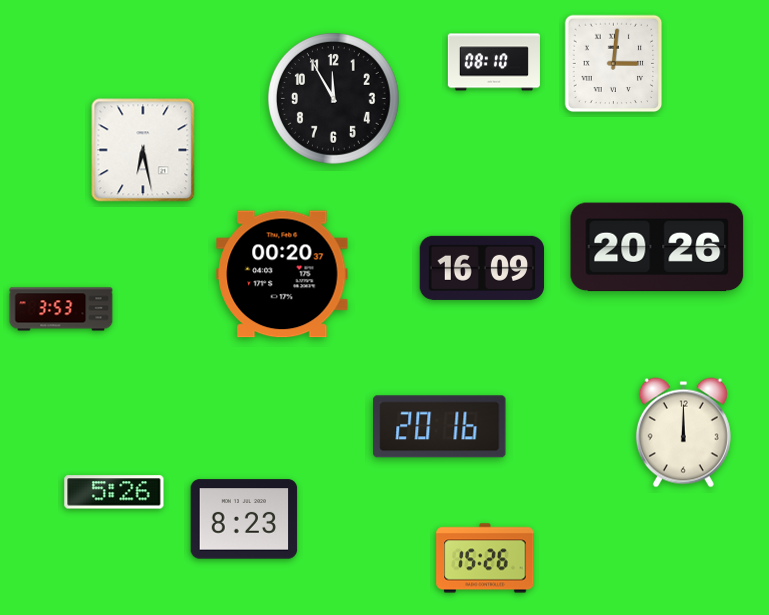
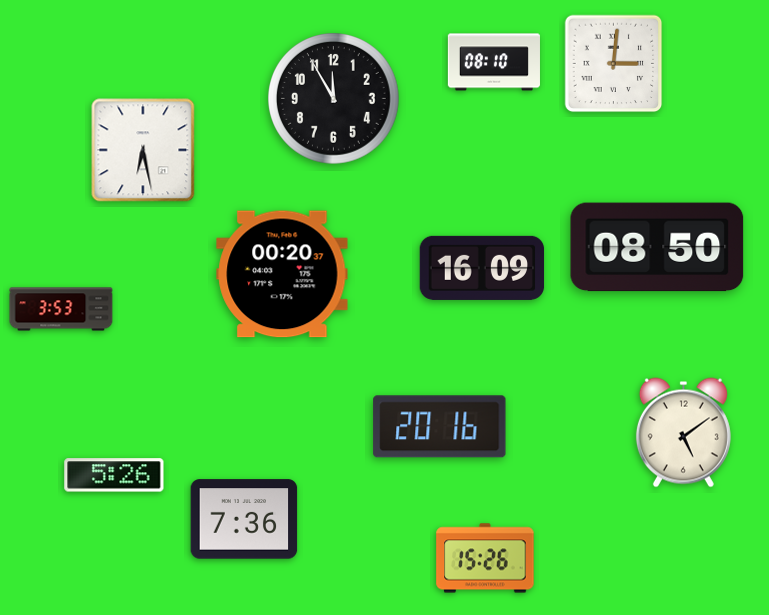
clock at (657, 247): 20:26 -> 08:50
clock at (683, 433): 12:00 -> 5:09
clock at (114, 492) position: (114, 492) -> (114, 475)
clock at (244, 519): 8:23 -> 7:36
